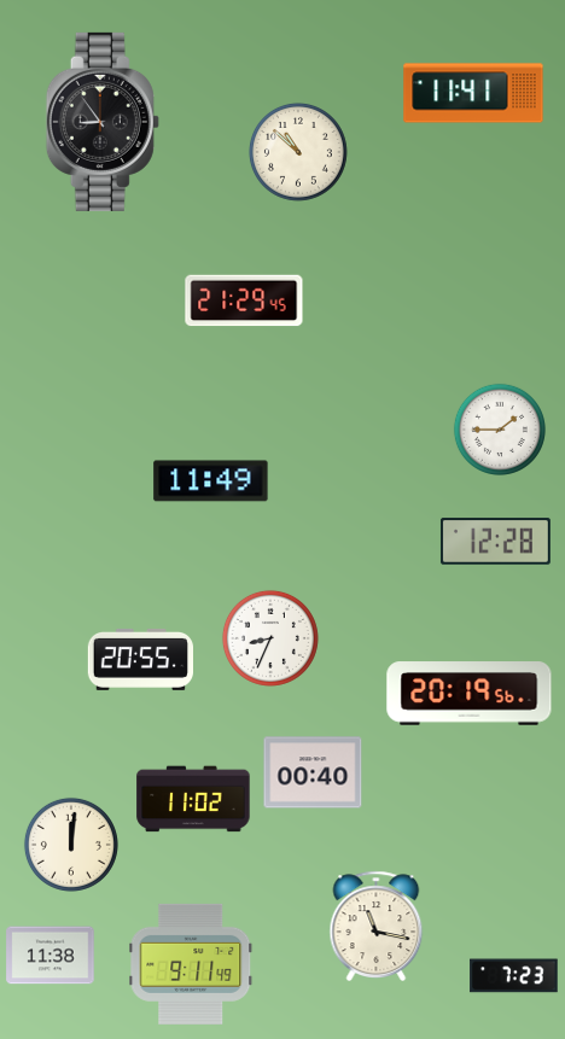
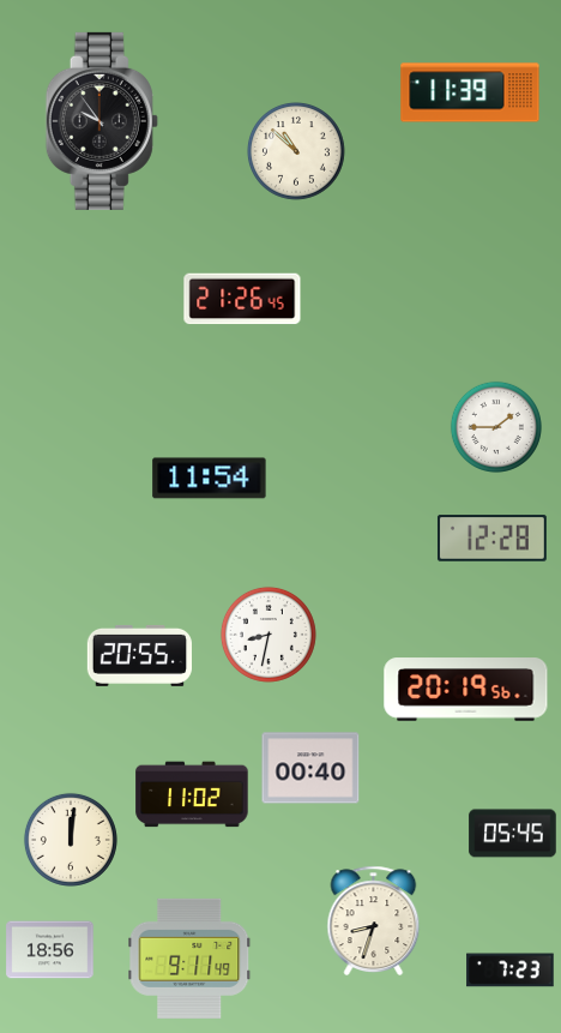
clock at (473, 93): 11:41 -> 11:39
clock at (103, 122): 8:54 -> 9:54
clock at (244, 300): 21:29 -> 21:26
clock at (211, 481): 11:49 -> 11:54
clock at (270, 638): 8:34 -> 8:32
clock at (513, 834): none -> 05:45
clock at (377, 926): 11:17 -> 8:33
clock at (51, 956): 11:38 -> 18:56
